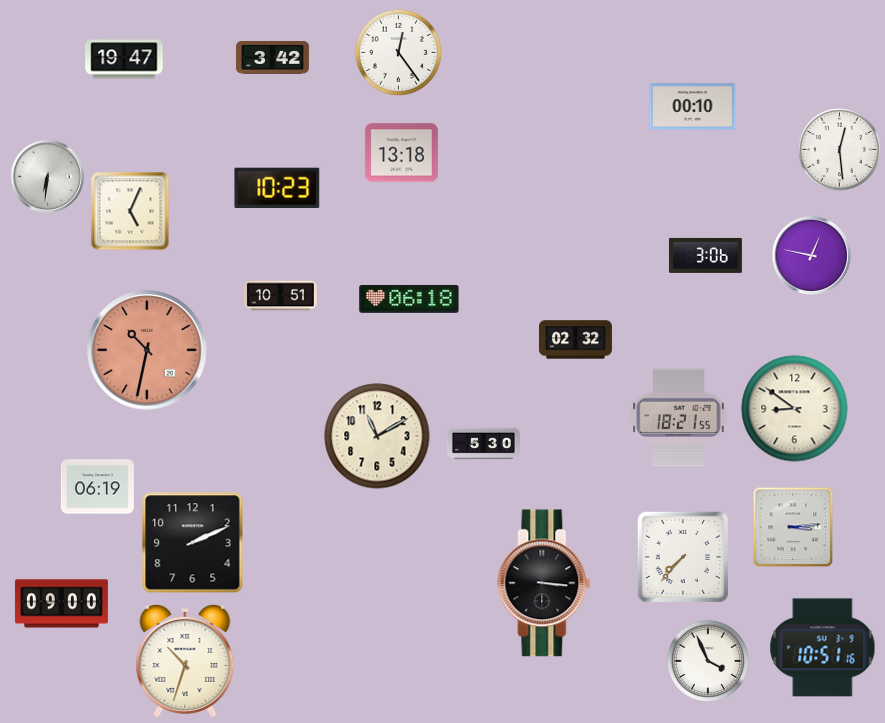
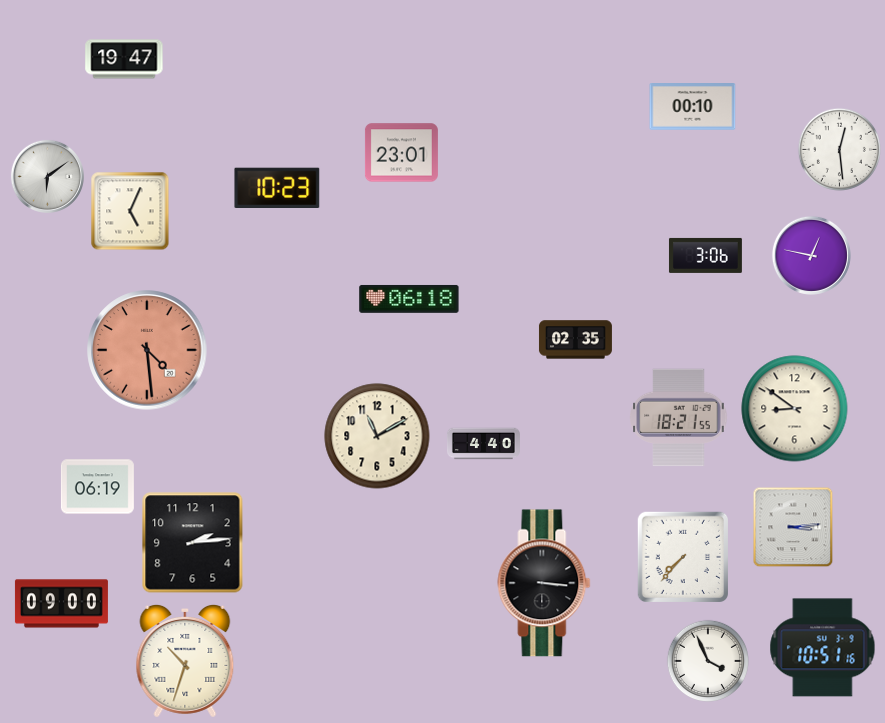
clock at (398, 52): 12:24 -> none
clock at (272, 58): 3:42 -> none
clock at (401, 153): 13:18 -> 23:01
clock at (47, 176): 6:31 -> 6:09
clock at (280, 296): 10:51 -> none
clock at (575, 340): 02:32 -> 02:35
clock at (147, 350): 10:32 -> 4:29
clock at (483, 444): 5:30 -> 4:40
clock at (193, 543): 2:11 -> 2:14
